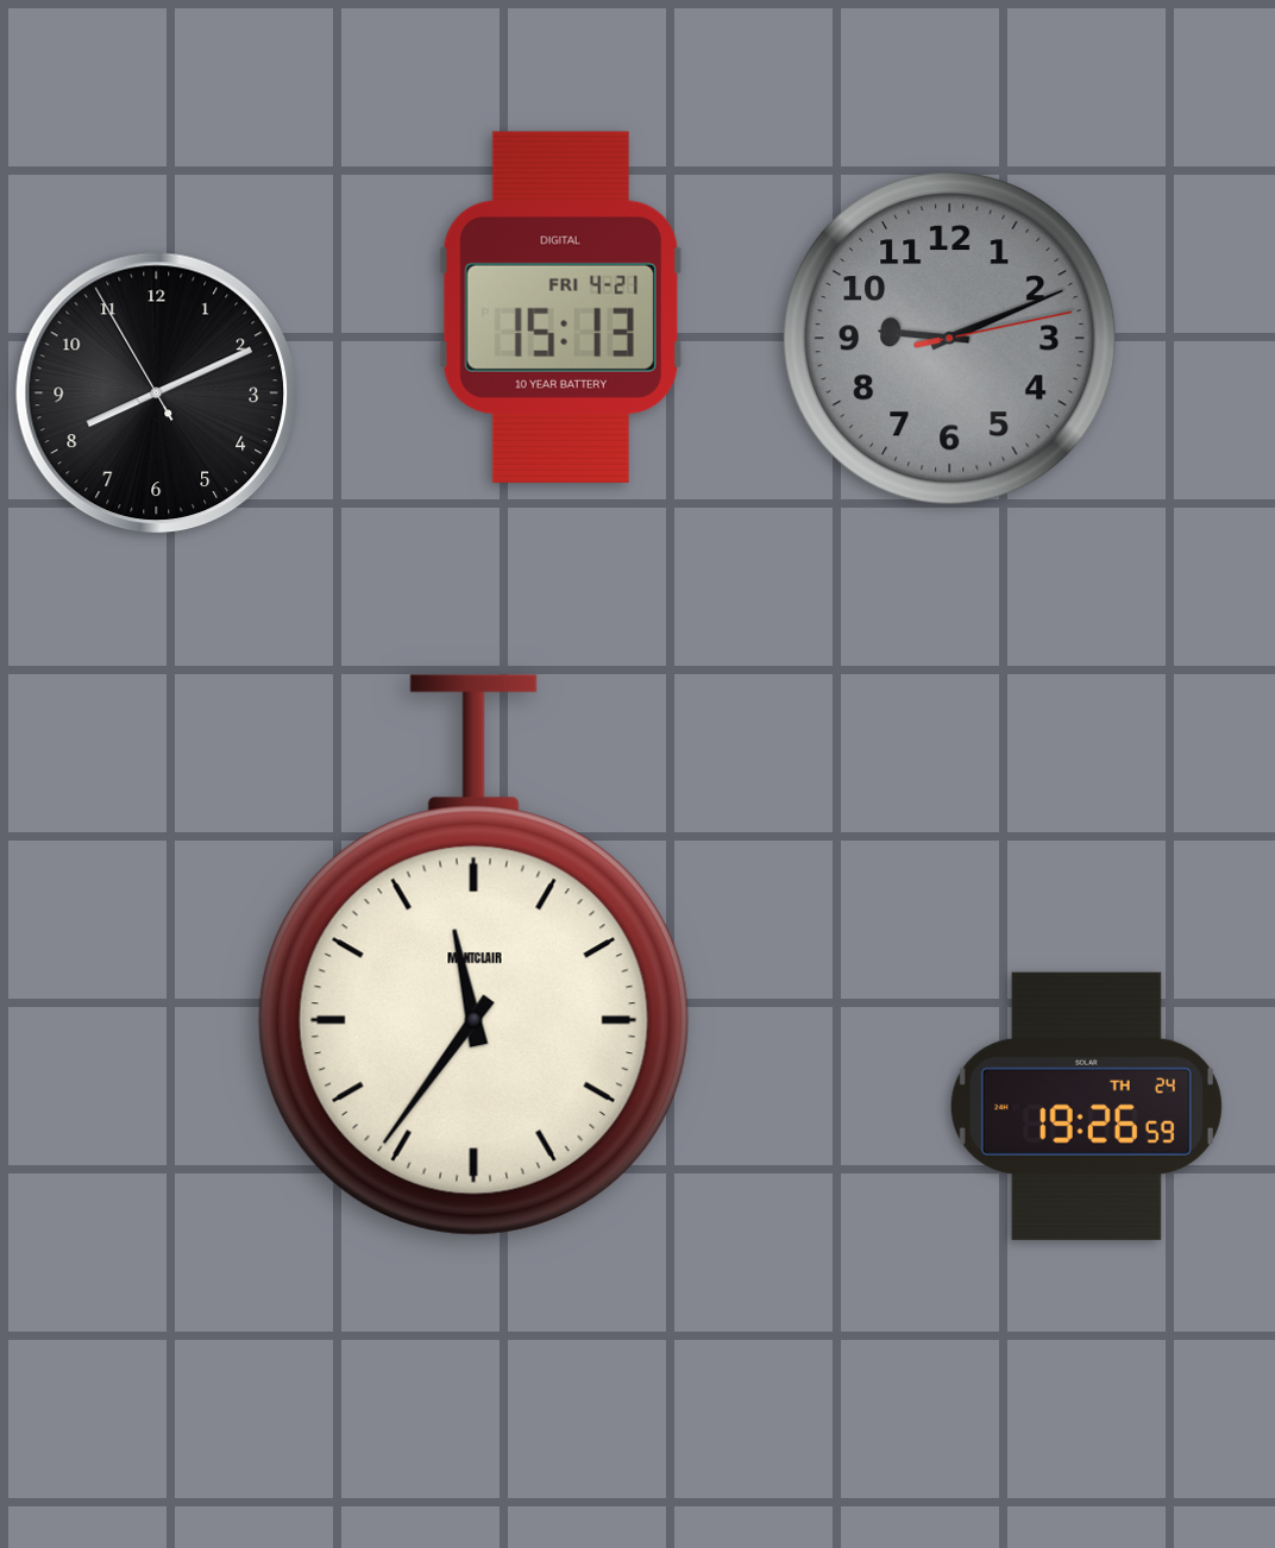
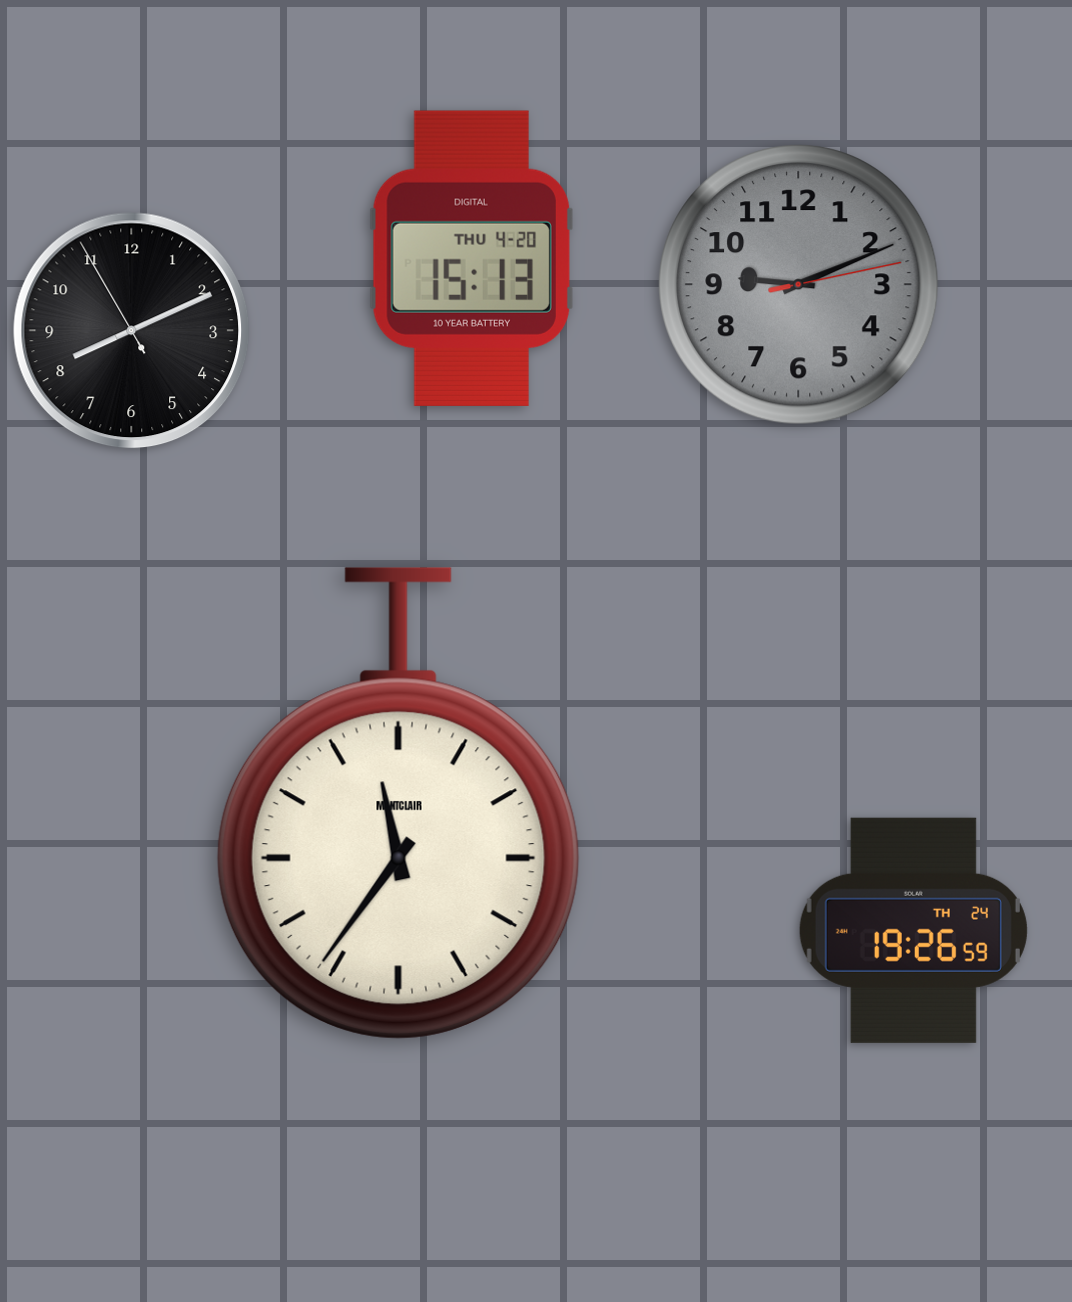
clock at (560, 307) date: FRI 4-21 -> THU 4-20
